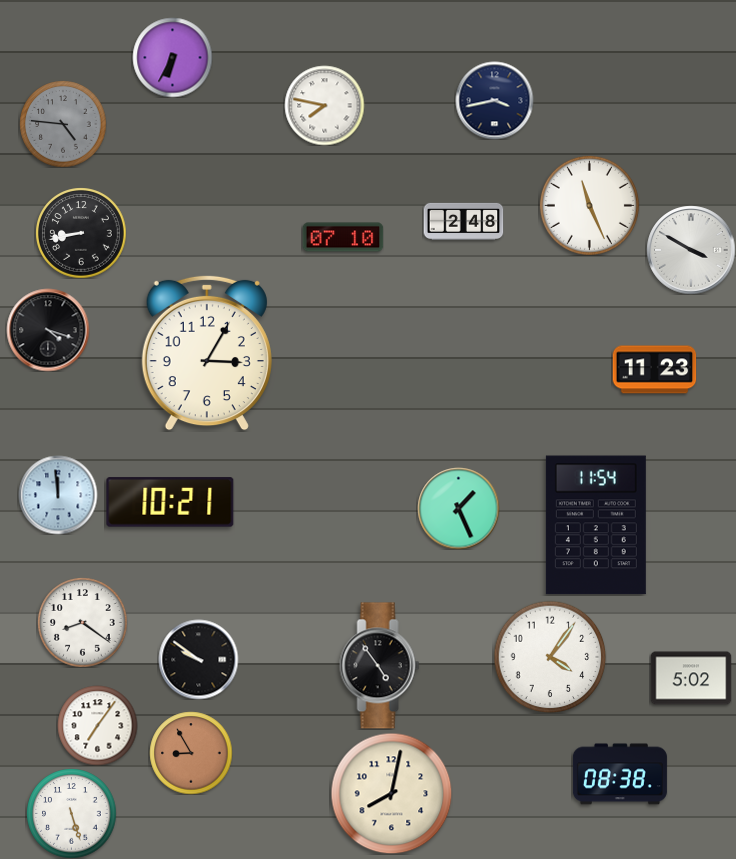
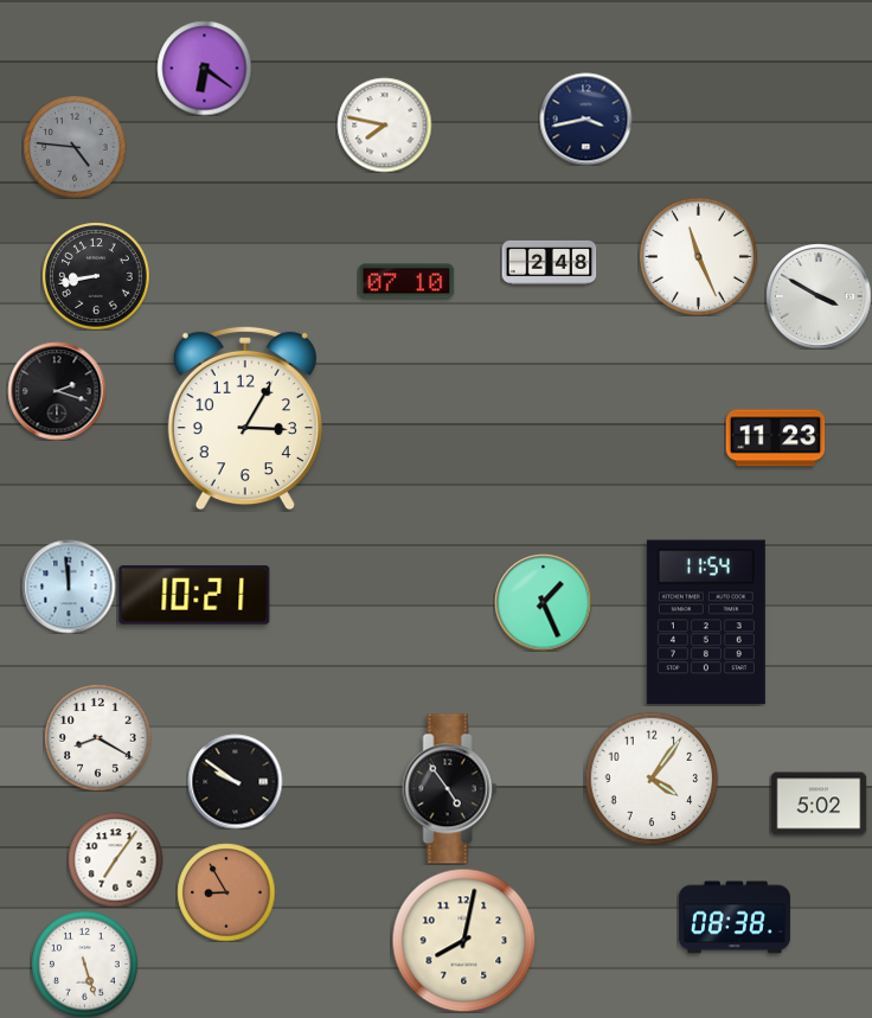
clock at (172, 57): 6:35 -> 6:21
clock at (589, 205) position: (589, 205) -> (698, 256)
clock at (48, 330): 4:18 -> 2:18
clock at (170, 502) position: (170, 502) -> (194, 595)
clock at (82, 622): 8:21 -> 8:20
